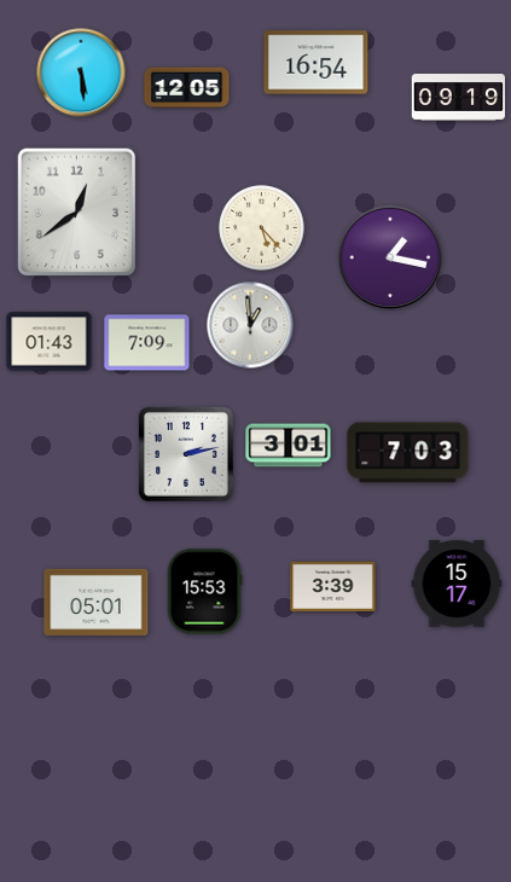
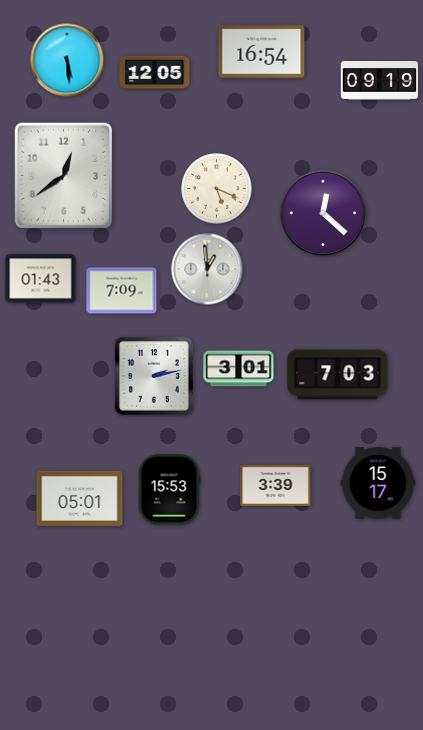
clock at (262, 228): 5:23 -> 5:19
clock at (390, 257): 1:17 -> 12:22
clock at (50, 342) position: (50, 342) -> (41, 279)
clock at (147, 343) position: (147, 343) -> (122, 291)
